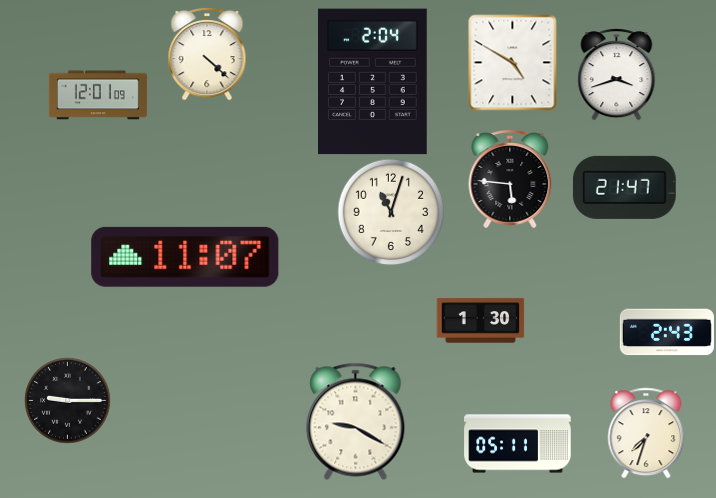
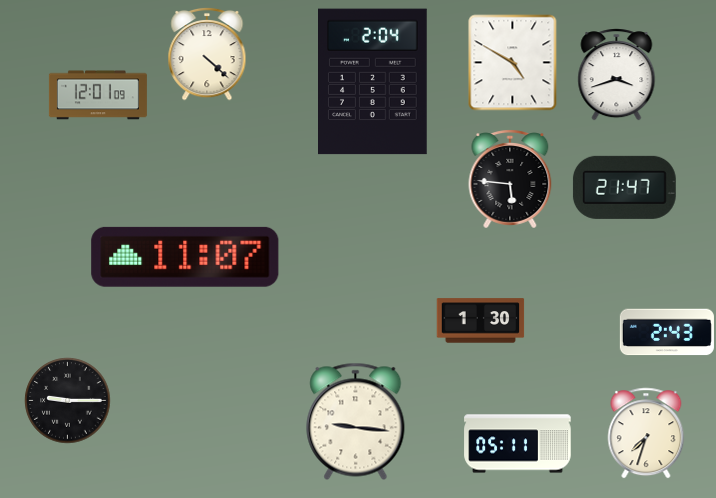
clock at (391, 212): 11:03 -> none
clock at (356, 421): 9:20 -> 9:16
